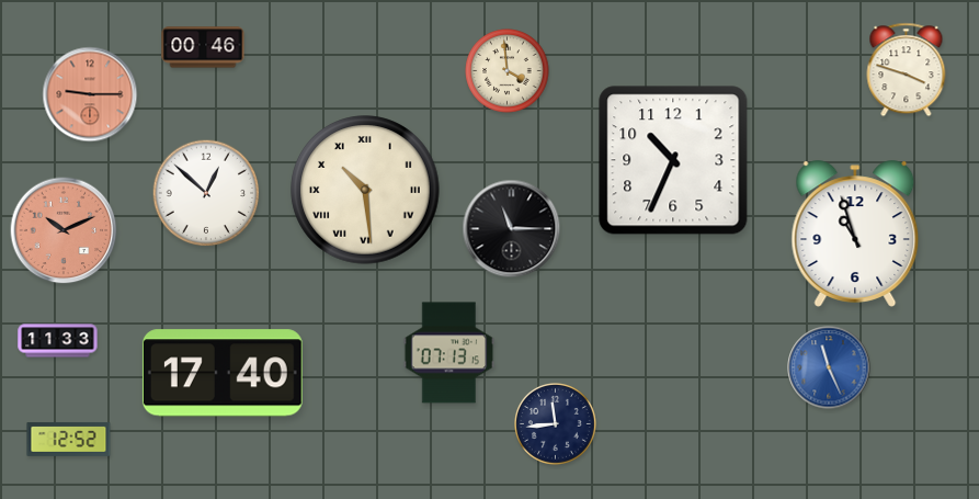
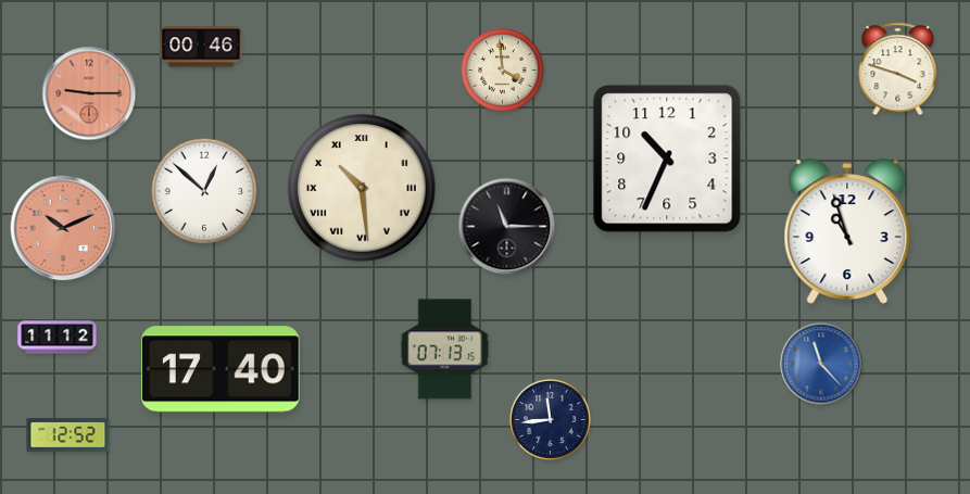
clock at (58, 341): 11:33 -> 11:12
clock at (829, 367): 11:26 -> 11:23
